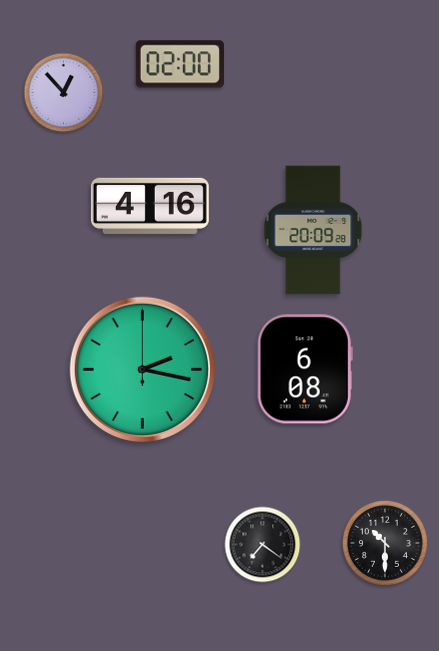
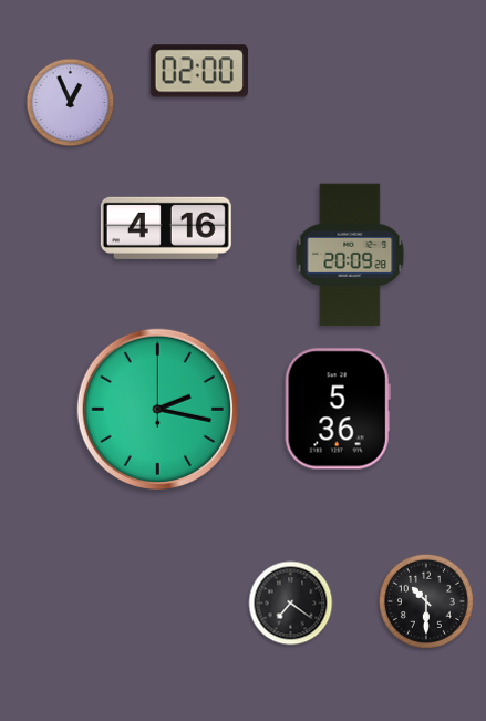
clock at (64, 93): 12:53 -> 12:56
clock at (313, 230) position: (313, 230) -> (350, 255)
clock at (305, 369): 6:08 -> 5:36
